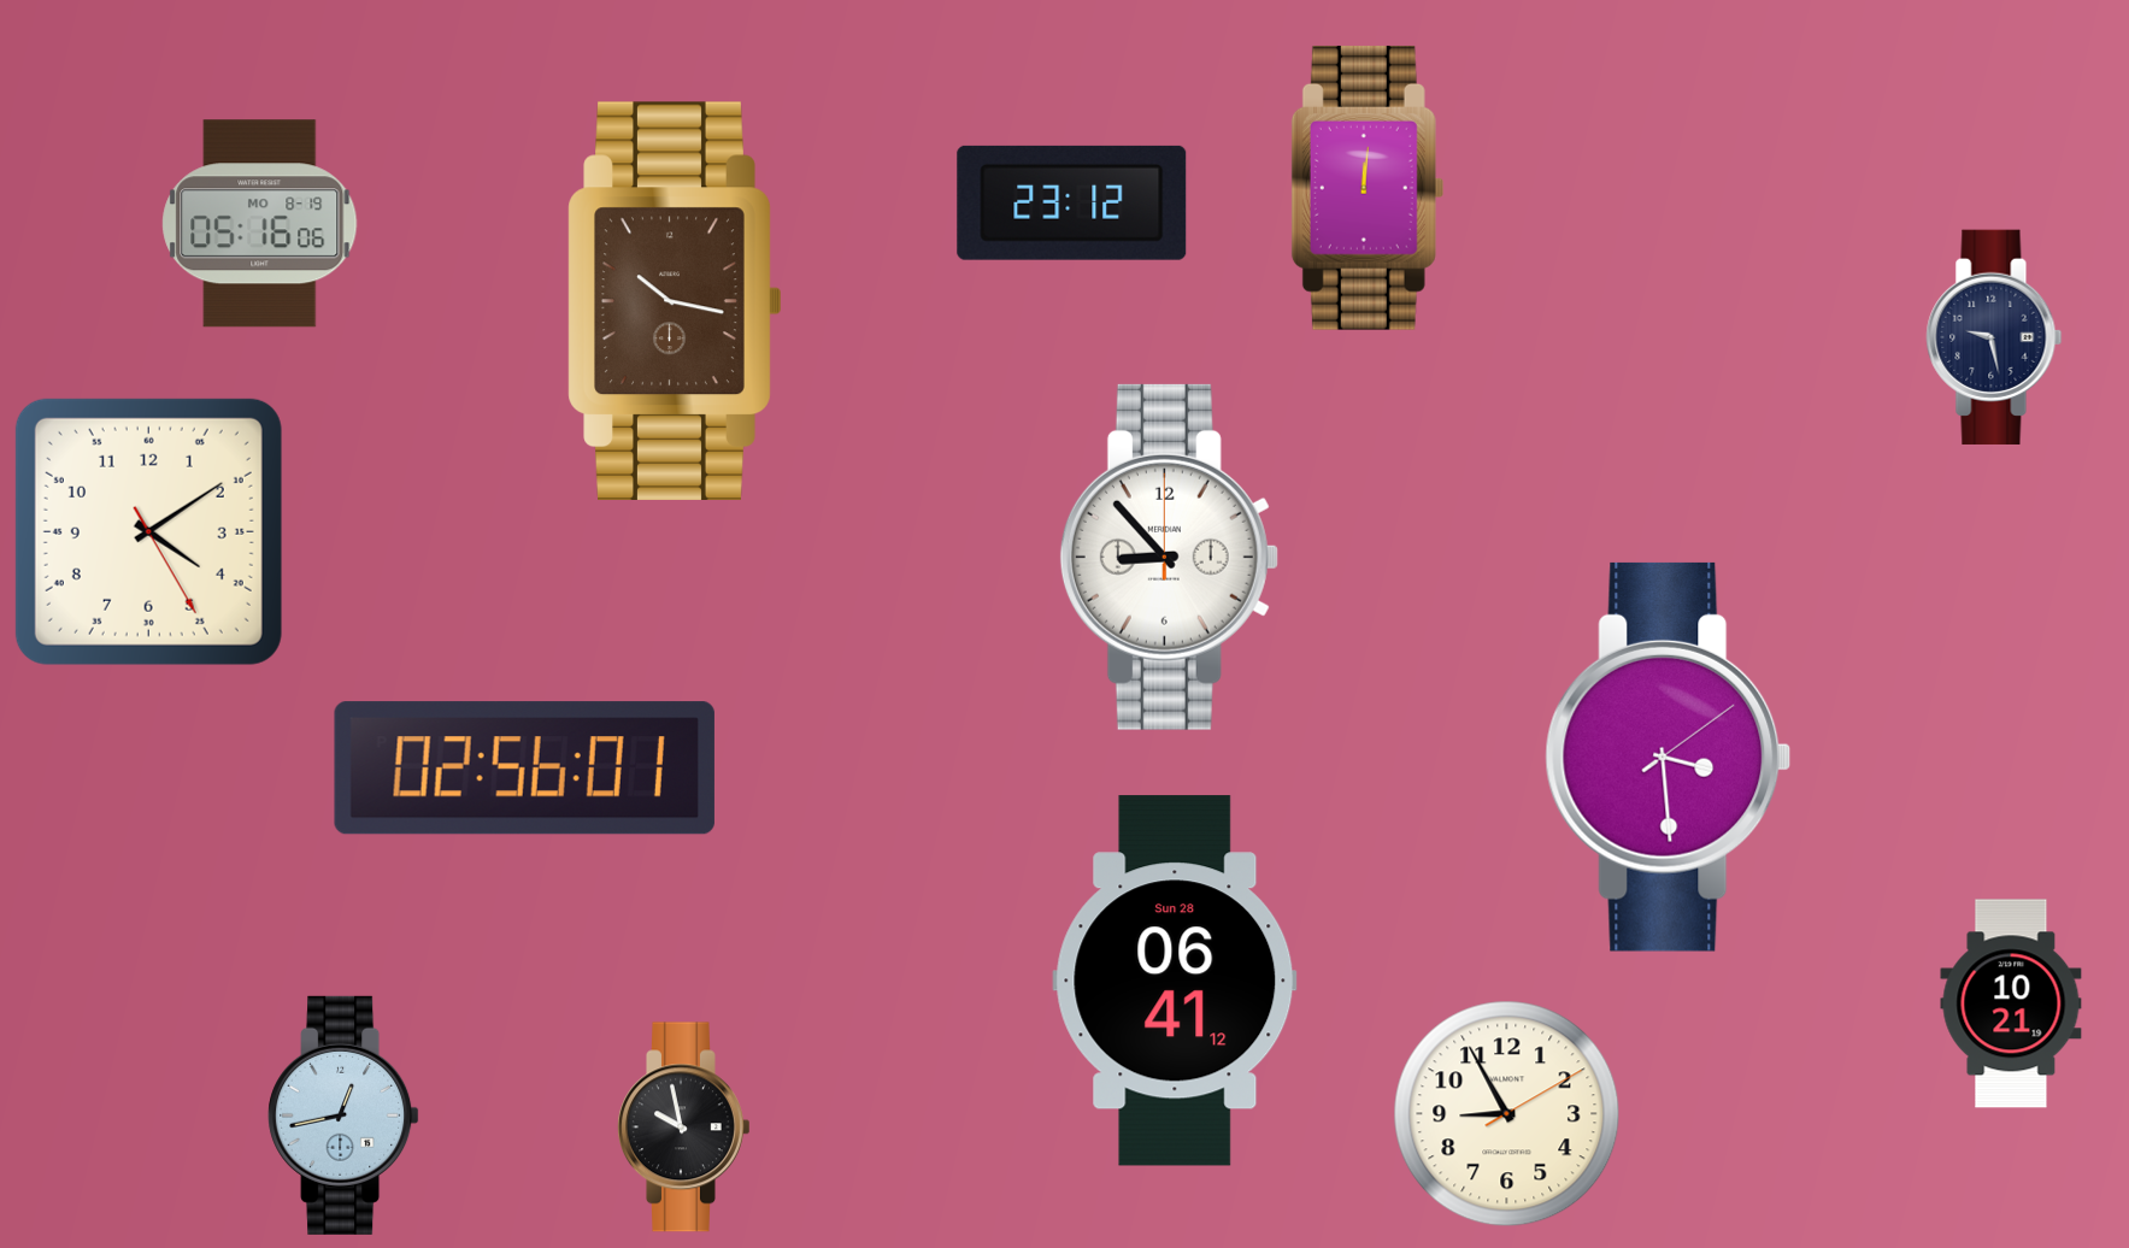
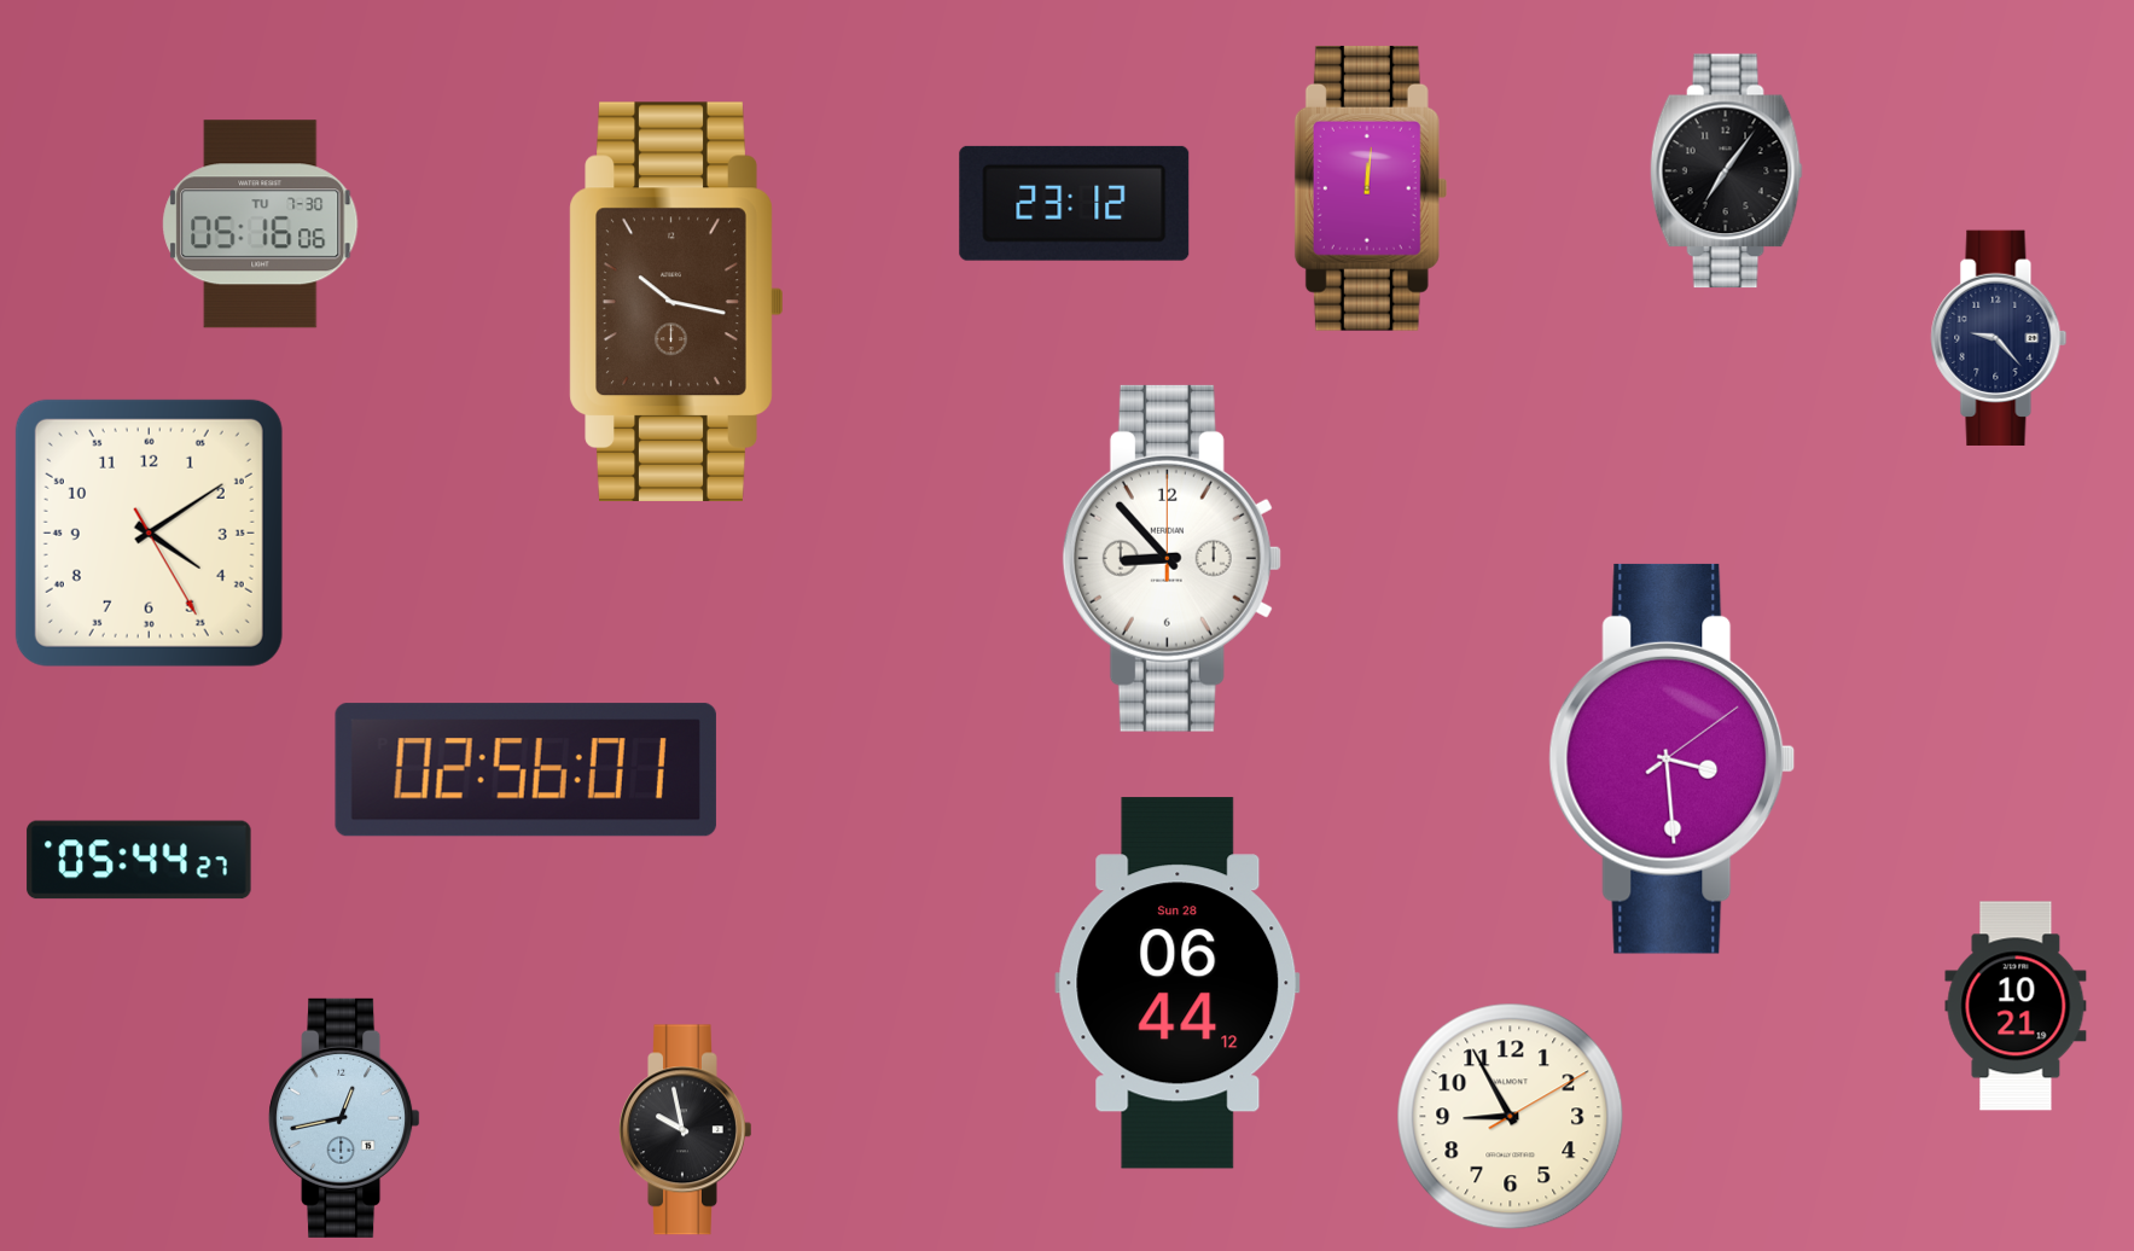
clock at (1726, 171): none -> 7:06
clock at (260, 224) date: MO 8-19 -> TU 7-30
clock at (1994, 337): 9:28 -> 9:23
clock at (139, 860): none -> 05:44
clock at (1175, 981): 06:41 -> 06:44
